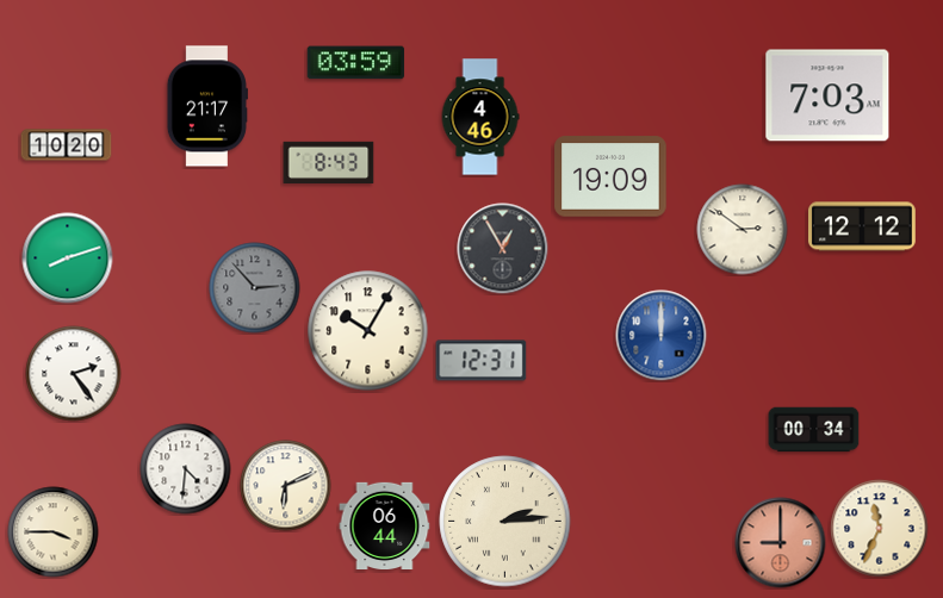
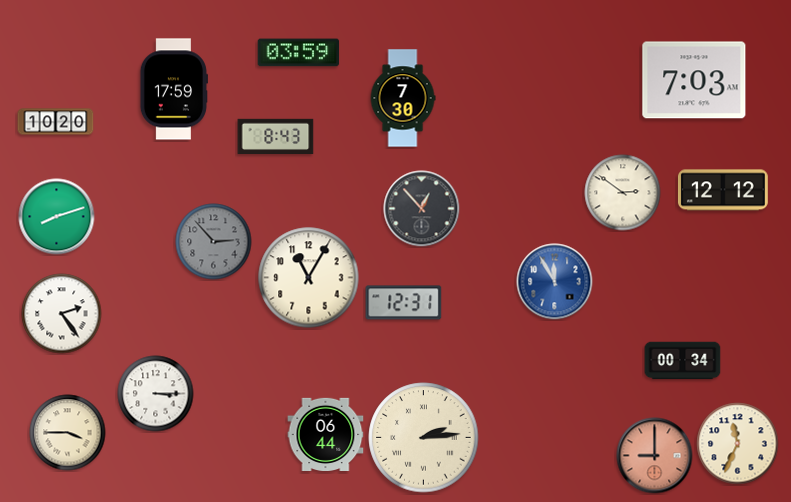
clock at (207, 106): 21:17 -> 17:59
clock at (480, 117): 4:46 -> 7:30
clock at (610, 176): 19:09 -> none
clock at (503, 249): 12:55 -> 12:53
clock at (368, 331): 10:05 -> 11:05
clock at (662, 336): 12:00 -> 11:55
clock at (186, 469): 4:31 -> 3:15
clock at (286, 486): 6:11 -> none
clock at (385, 525) position: (385, 525) -> (326, 434)
clock at (54, 532) position: (54, 532) -> (68, 433)
